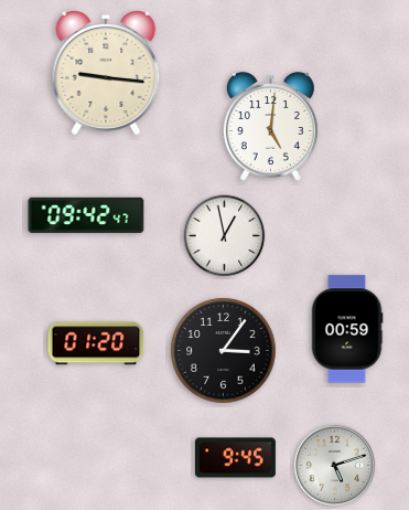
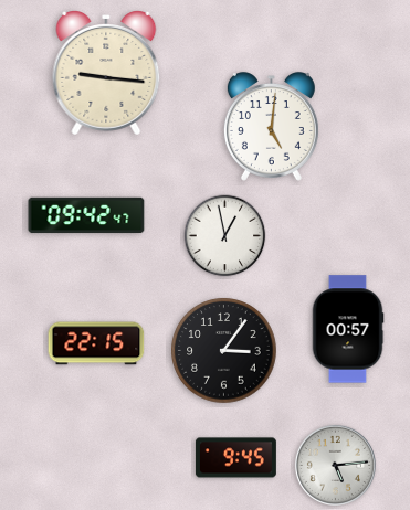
clock at (347, 329): 00:59 -> 00:57
clock at (96, 343): 01:20 -> 22:15
clock at (334, 465): 5:12 -> 5:14
